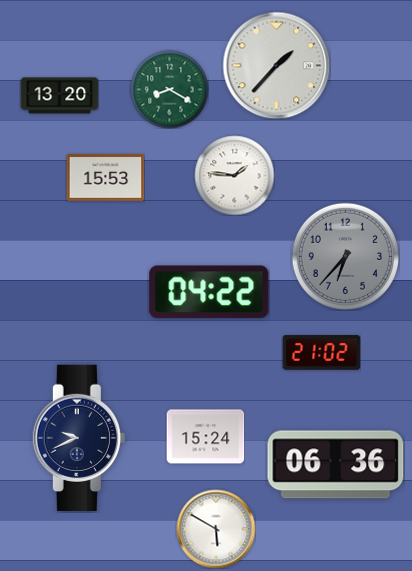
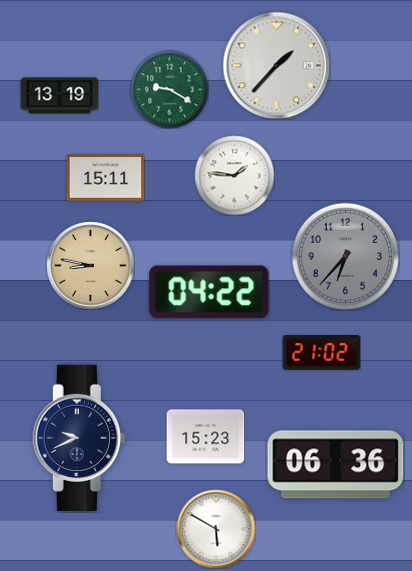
clock at (169, 89): 8:20 -> 9:20
clock at (59, 96): 13:20 -> 13:19
clock at (105, 177): 15:53 -> 15:11
clock at (90, 265): none -> 8:47
clock at (205, 437): 15:24 -> 15:23
